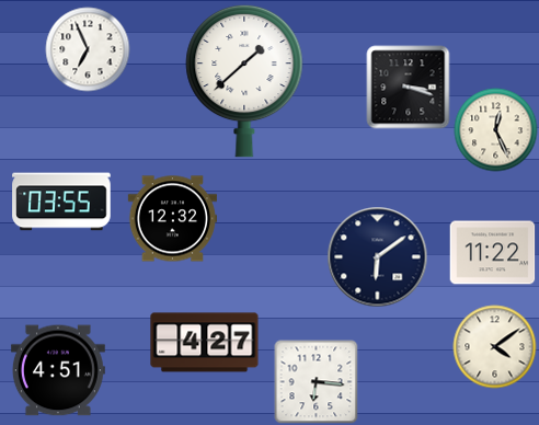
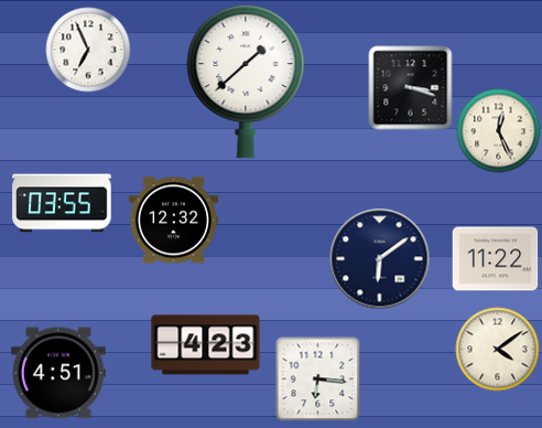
clock at (493, 253) position: (493, 253) -> (496, 259)
clock at (205, 343): 4:27 -> 4:23
clock at (317, 382) position: (317, 382) -> (318, 379)
